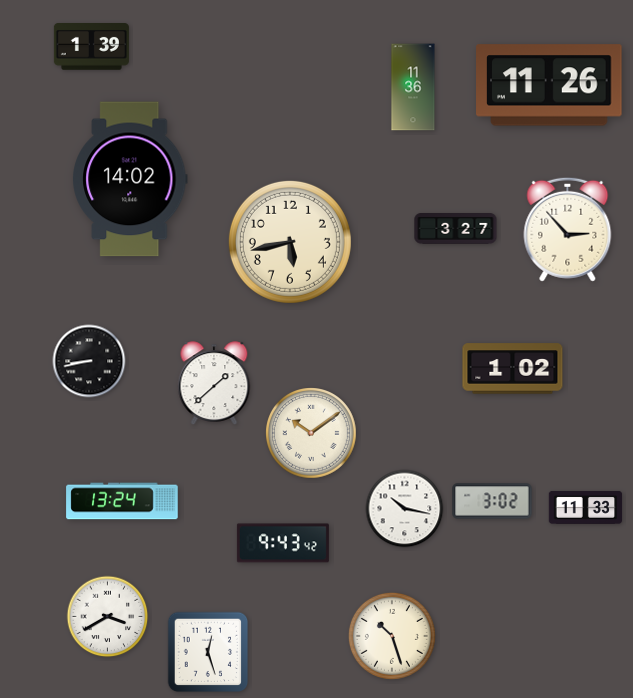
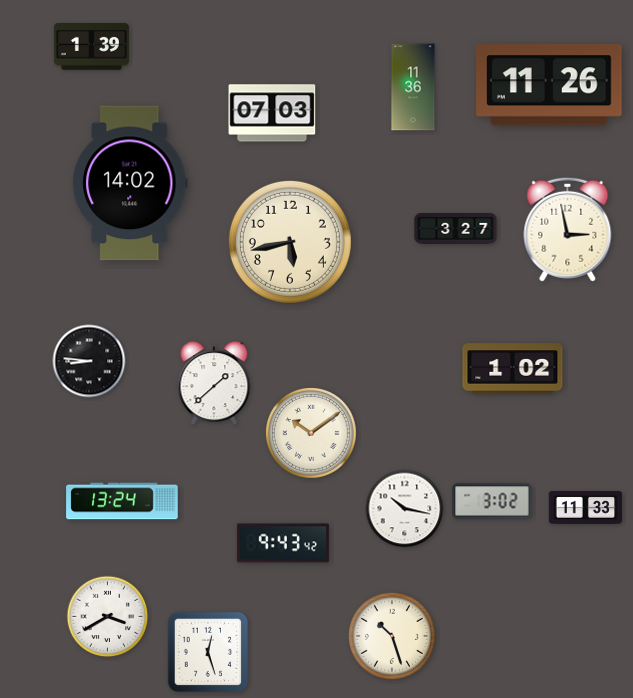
clock at (272, 113): none -> 07:03
clock at (131, 179) position: (131, 179) -> (131, 183)
clock at (568, 229): 2:53 -> 2:58
clock at (89, 361): 8:43 -> 8:46
